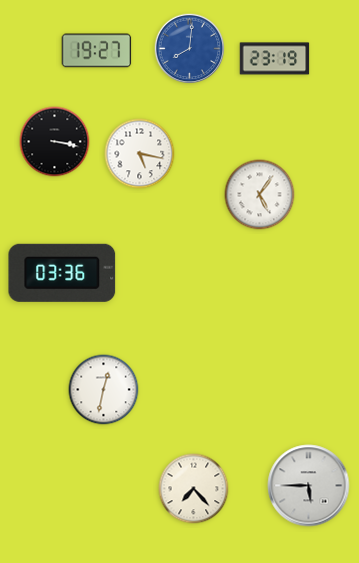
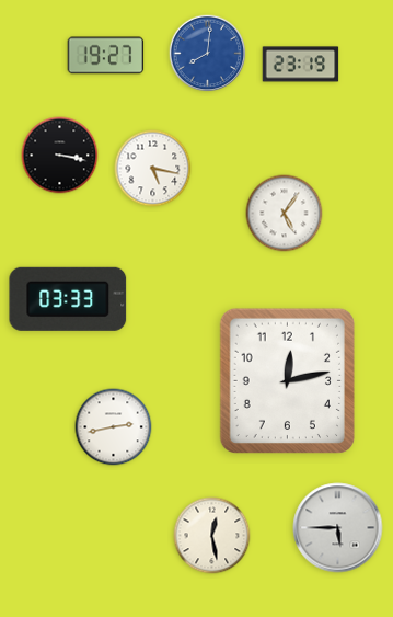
clock at (62, 273): 03:36 -> 03:33
clock at (287, 381): none -> 12:13
clock at (104, 390): 12:32 -> 2:43
clock at (309, 486) position: (309, 486) -> (338, 528)
clock at (194, 489): 7:23 -> 12:28
